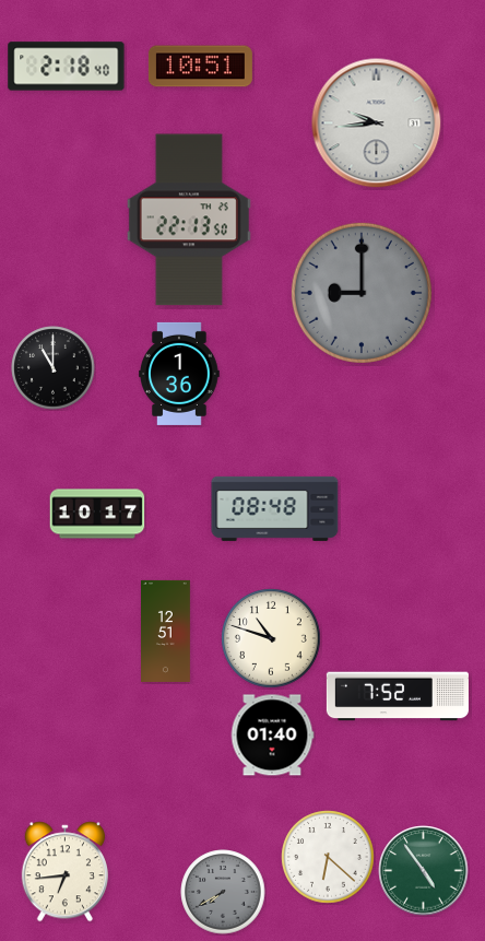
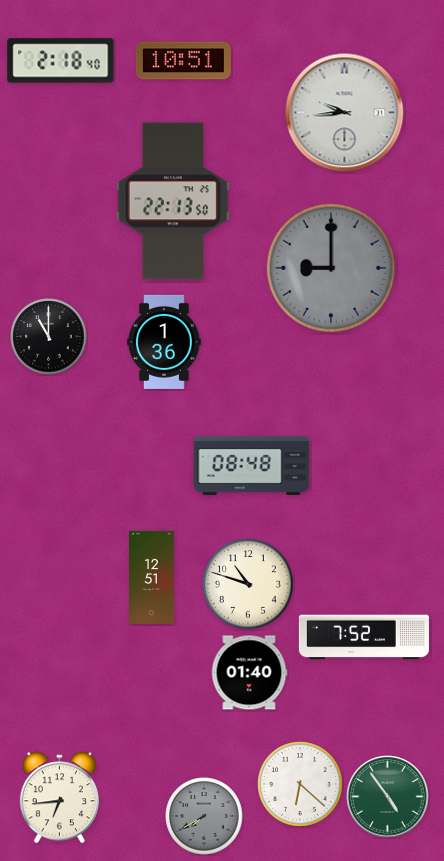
clock at (97, 514): 10:17 -> none
